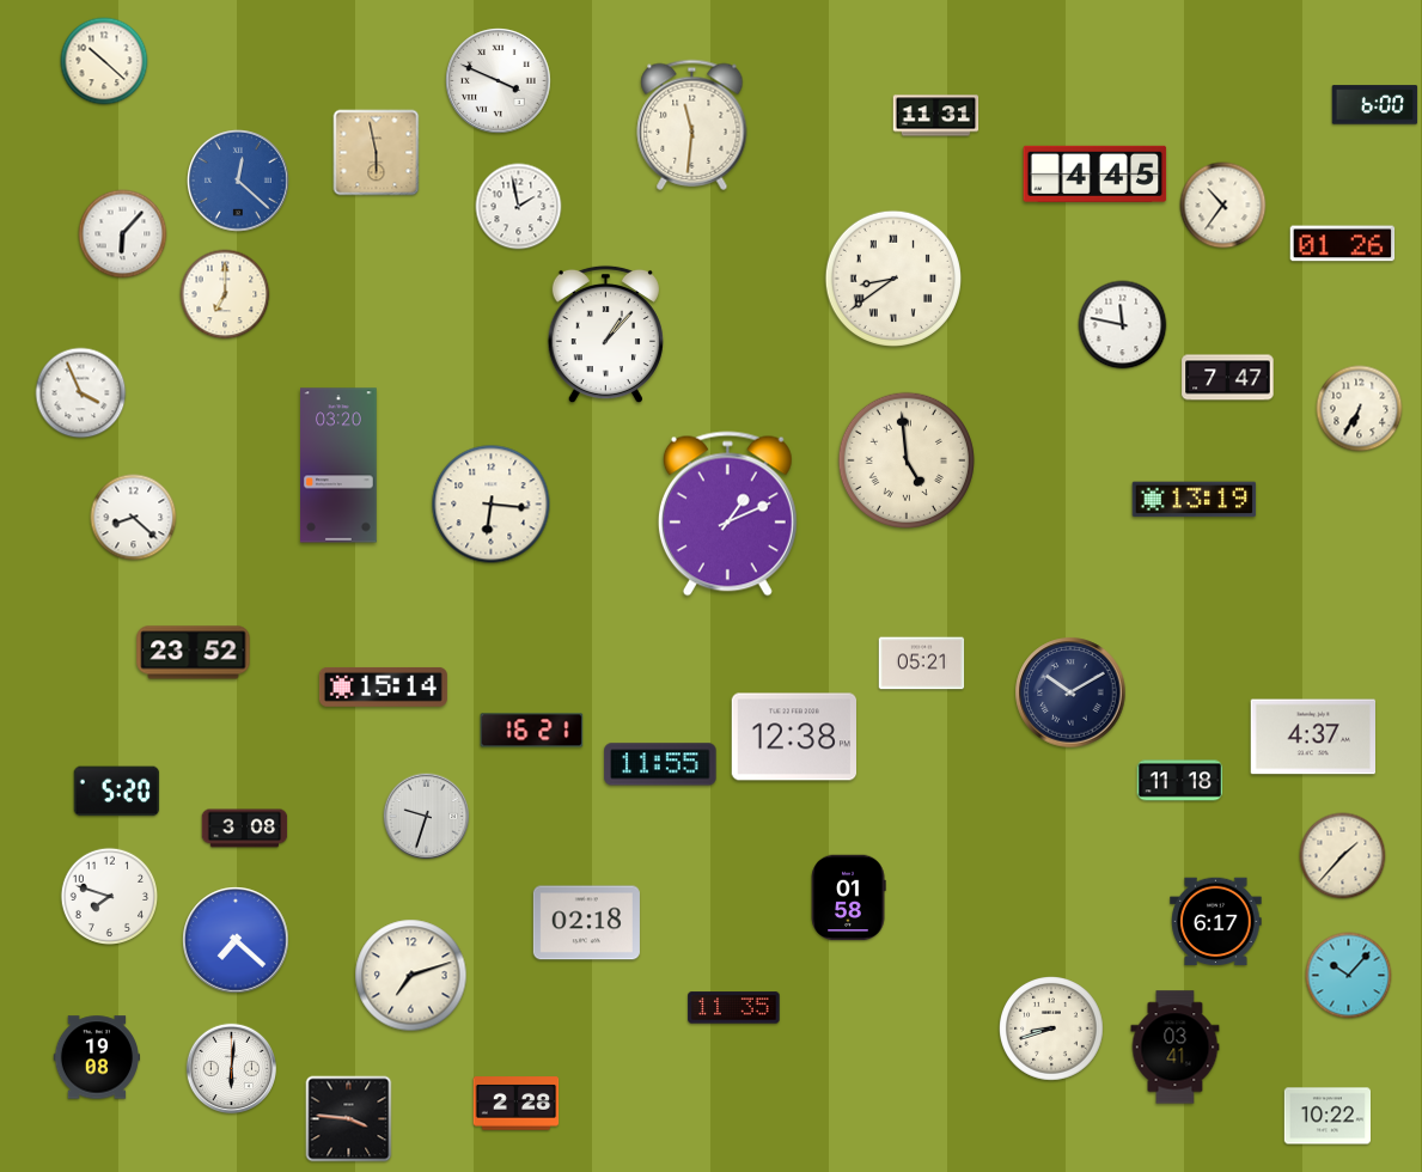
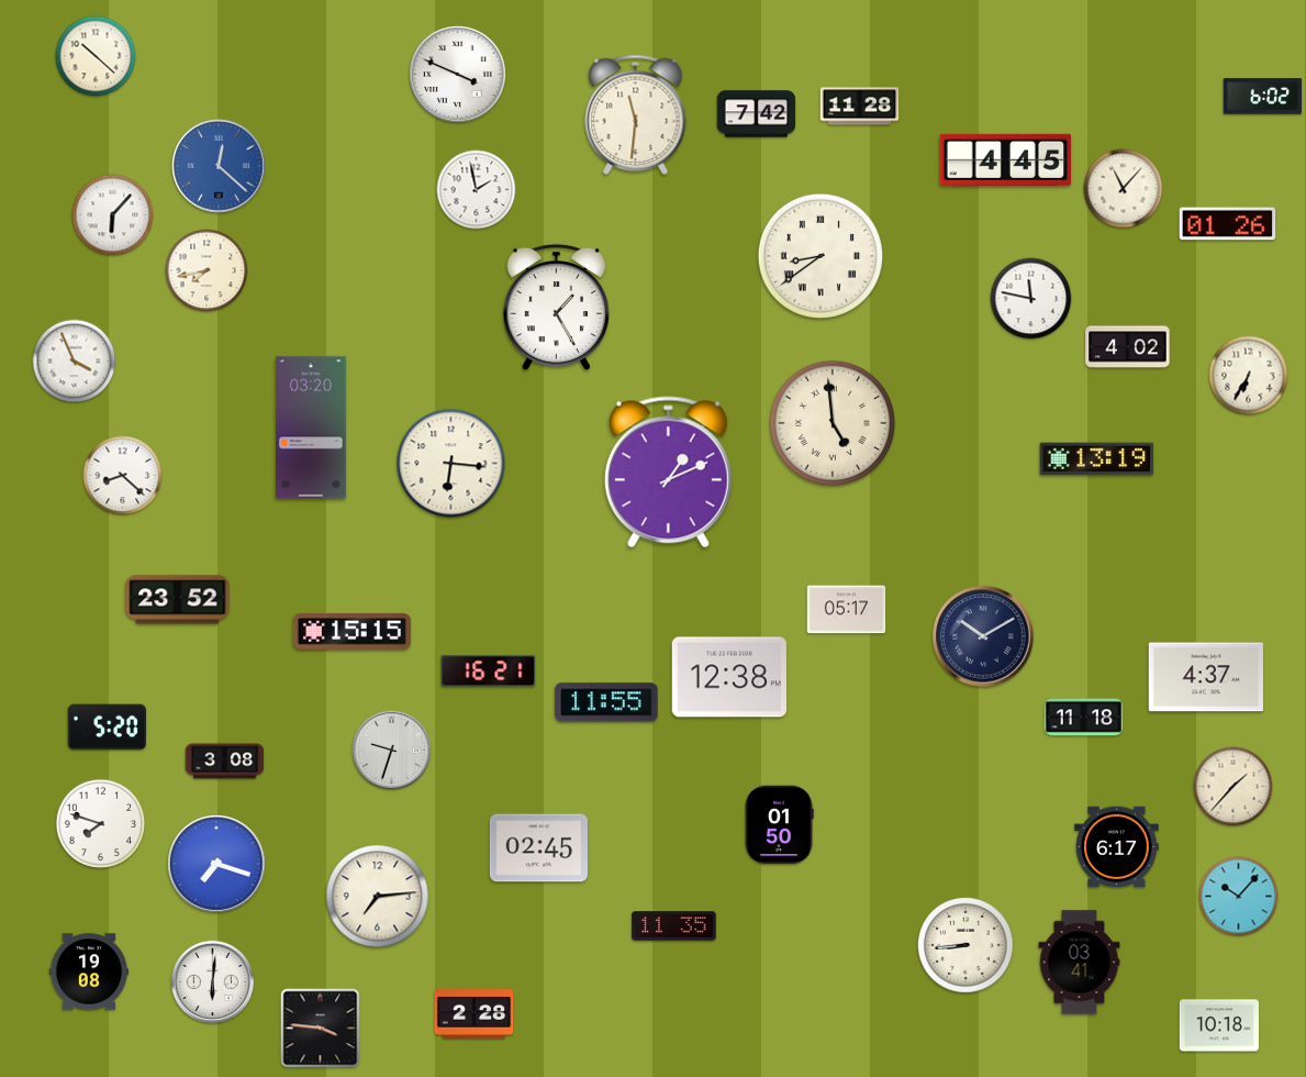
clock at (1375, 105): 6:00 -> 6:02
clock at (936, 116): 11:31 -> 11:28
clock at (757, 114): none -> 7:42
clock at (377, 153): 5:58 -> none
clock at (1223, 206): 10:36 -> 11:07
clock at (1343, 244) position: (1343, 244) -> (1228, 224)
clock at (225, 294): 7:00 -> 7:43
clock at (605, 335): 1:07 -> 1:25
clock at (1228, 378): 7:47 -> 4:02
clock at (922, 664): 05:21 -> 05:17
clock at (383, 686): 15:14 -> 15:15
clock at (848, 898): 01:58 -> 01:50
clock at (586, 923): 02:18 -> 02:45
clock at (236, 940): 7:22 -> 7:18
clock at (411, 976): 7:12 -> 7:14
clock at (1052, 1030): 8:42 -> 8:44
clock at (1326, 1116): 10:22 -> 10:18
